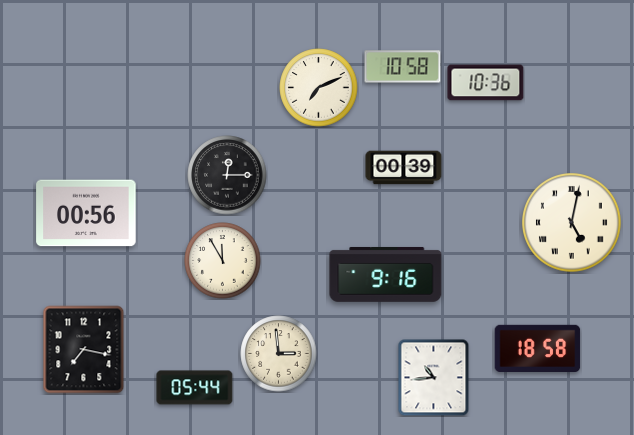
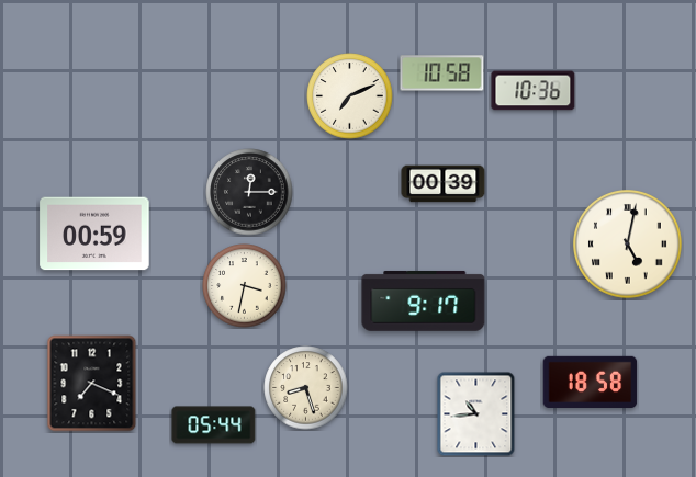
clock at (86, 213): 00:56 -> 00:59
clock at (223, 261): 11:55 -> 3:32
clock at (386, 274): 9:16 -> 9:17
clock at (84, 350): 7:17 -> 7:19
clock at (279, 354): 2:59 -> 8:27
